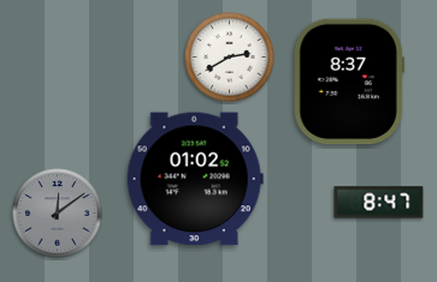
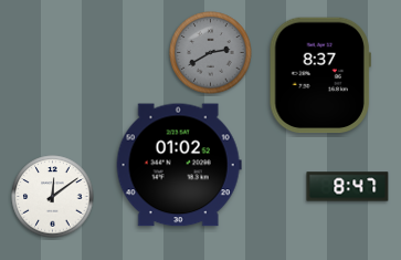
clock at (230, 58) dial: white -> grey
clock at (58, 214) dial: grey -> white
